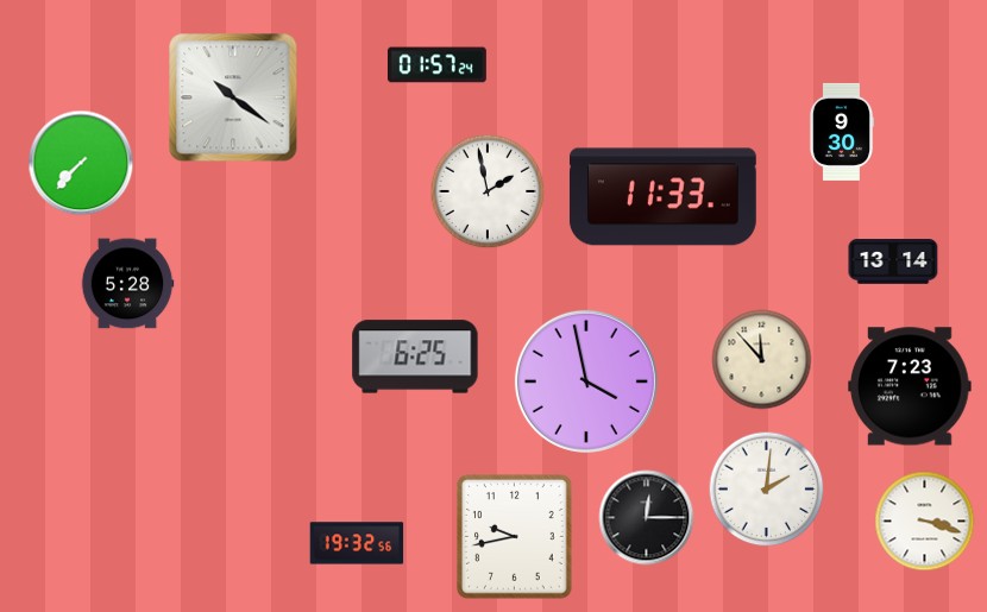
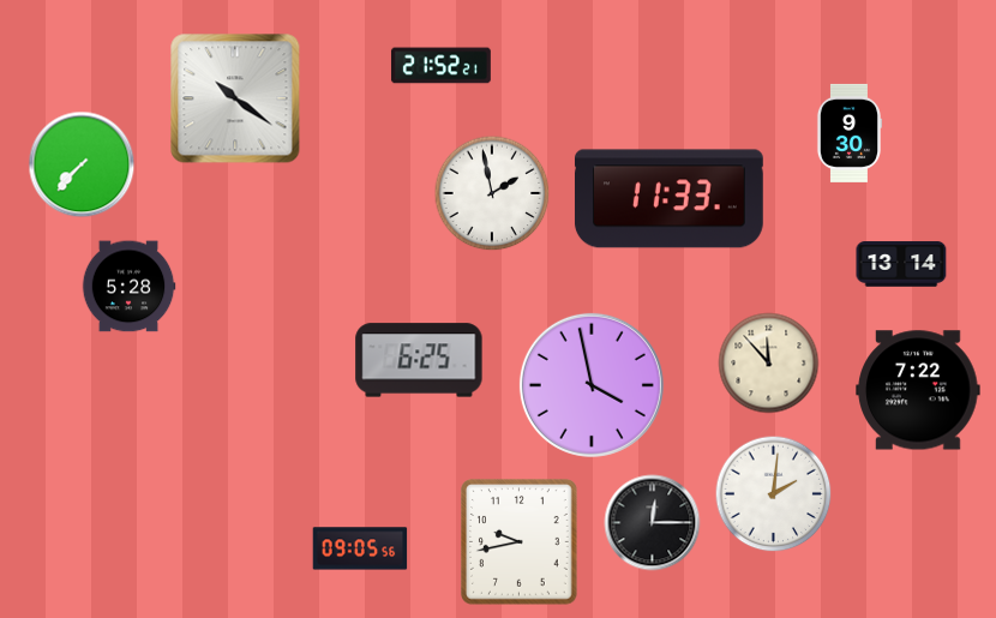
clock at (436, 65): 01:57 -> 21:52
clock at (910, 386): 7:23 -> 7:22
clock at (925, 522): 3:18 -> none
clock at (357, 543): 19:32 -> 09:05
